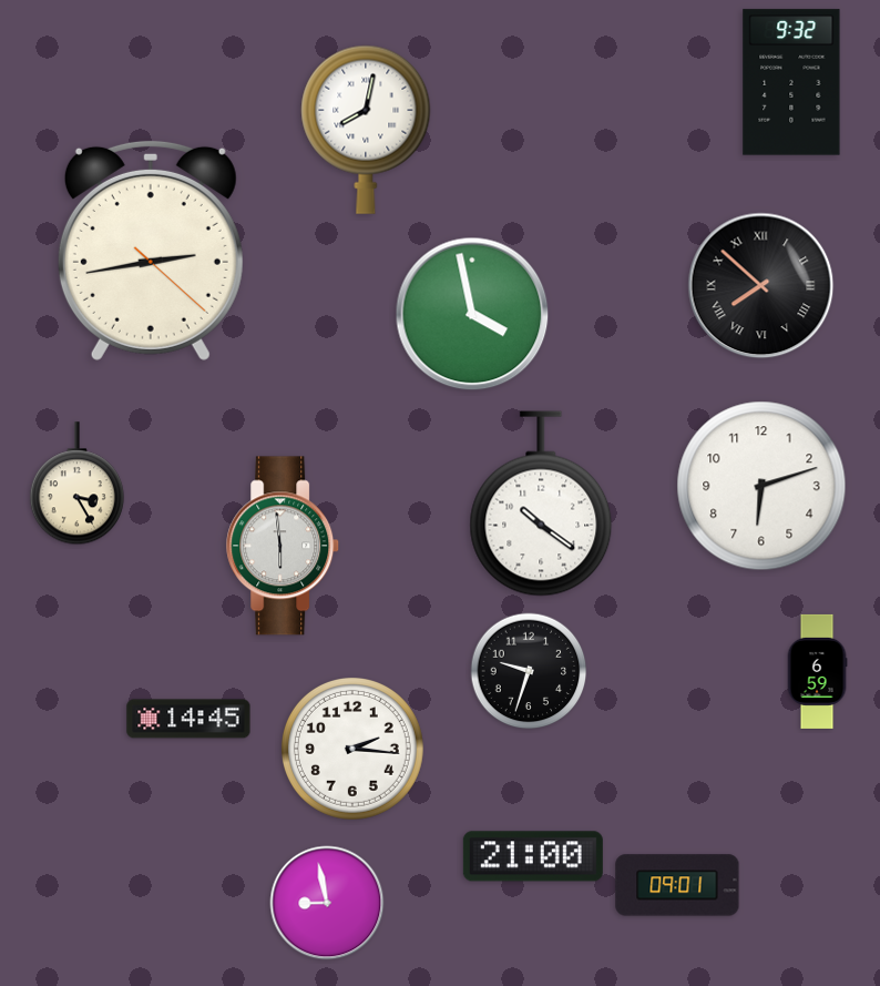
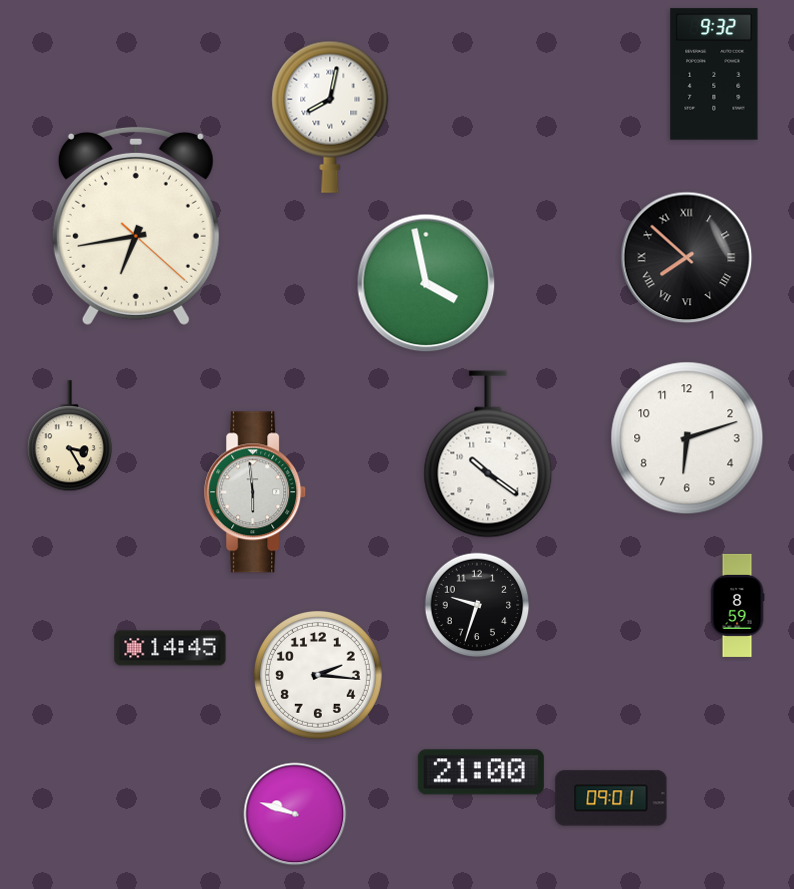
clock at (151, 250): 2:43 -> 6:43
clock at (817, 671): 6:59 -> 8:59
clock at (327, 903): 8:58 -> 9:48
